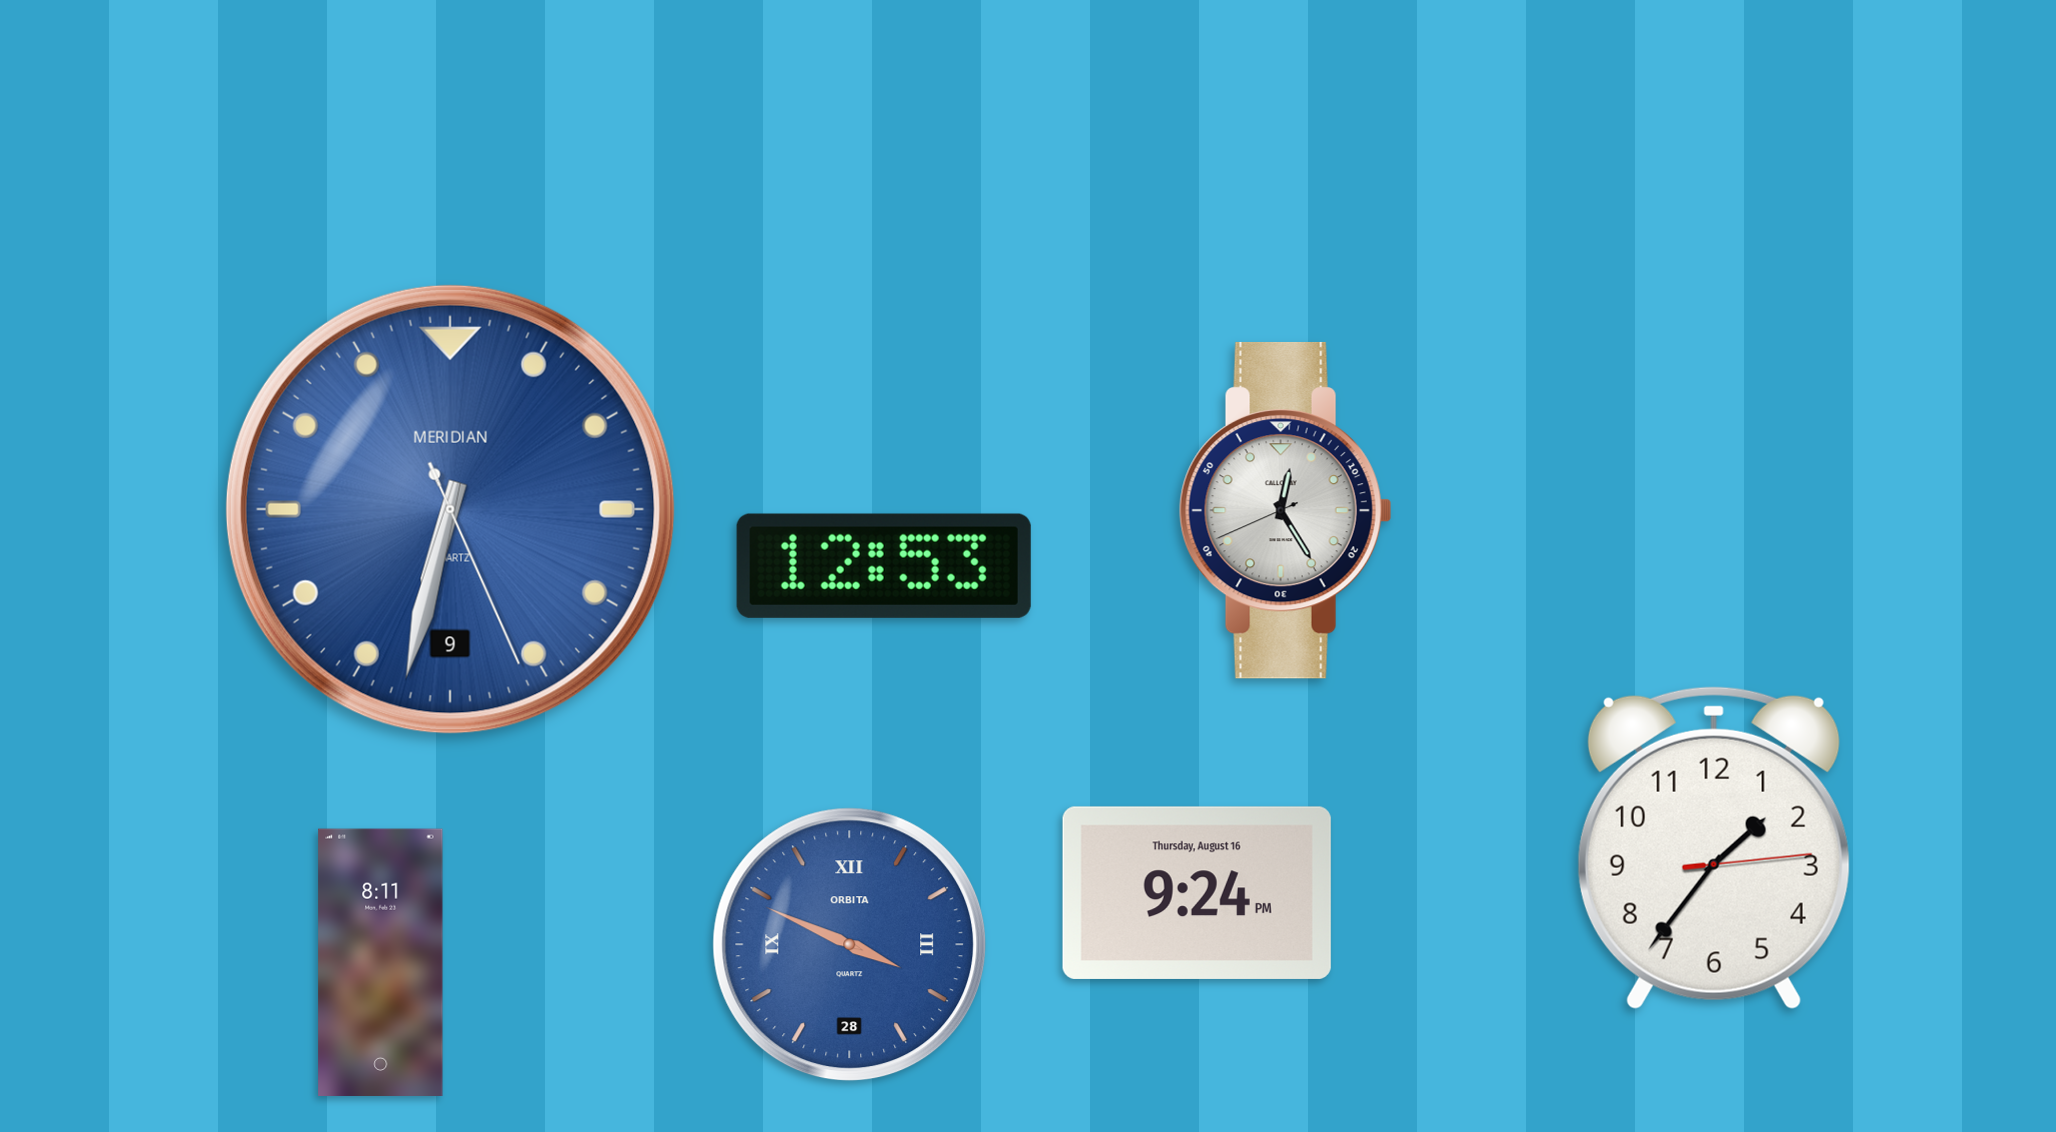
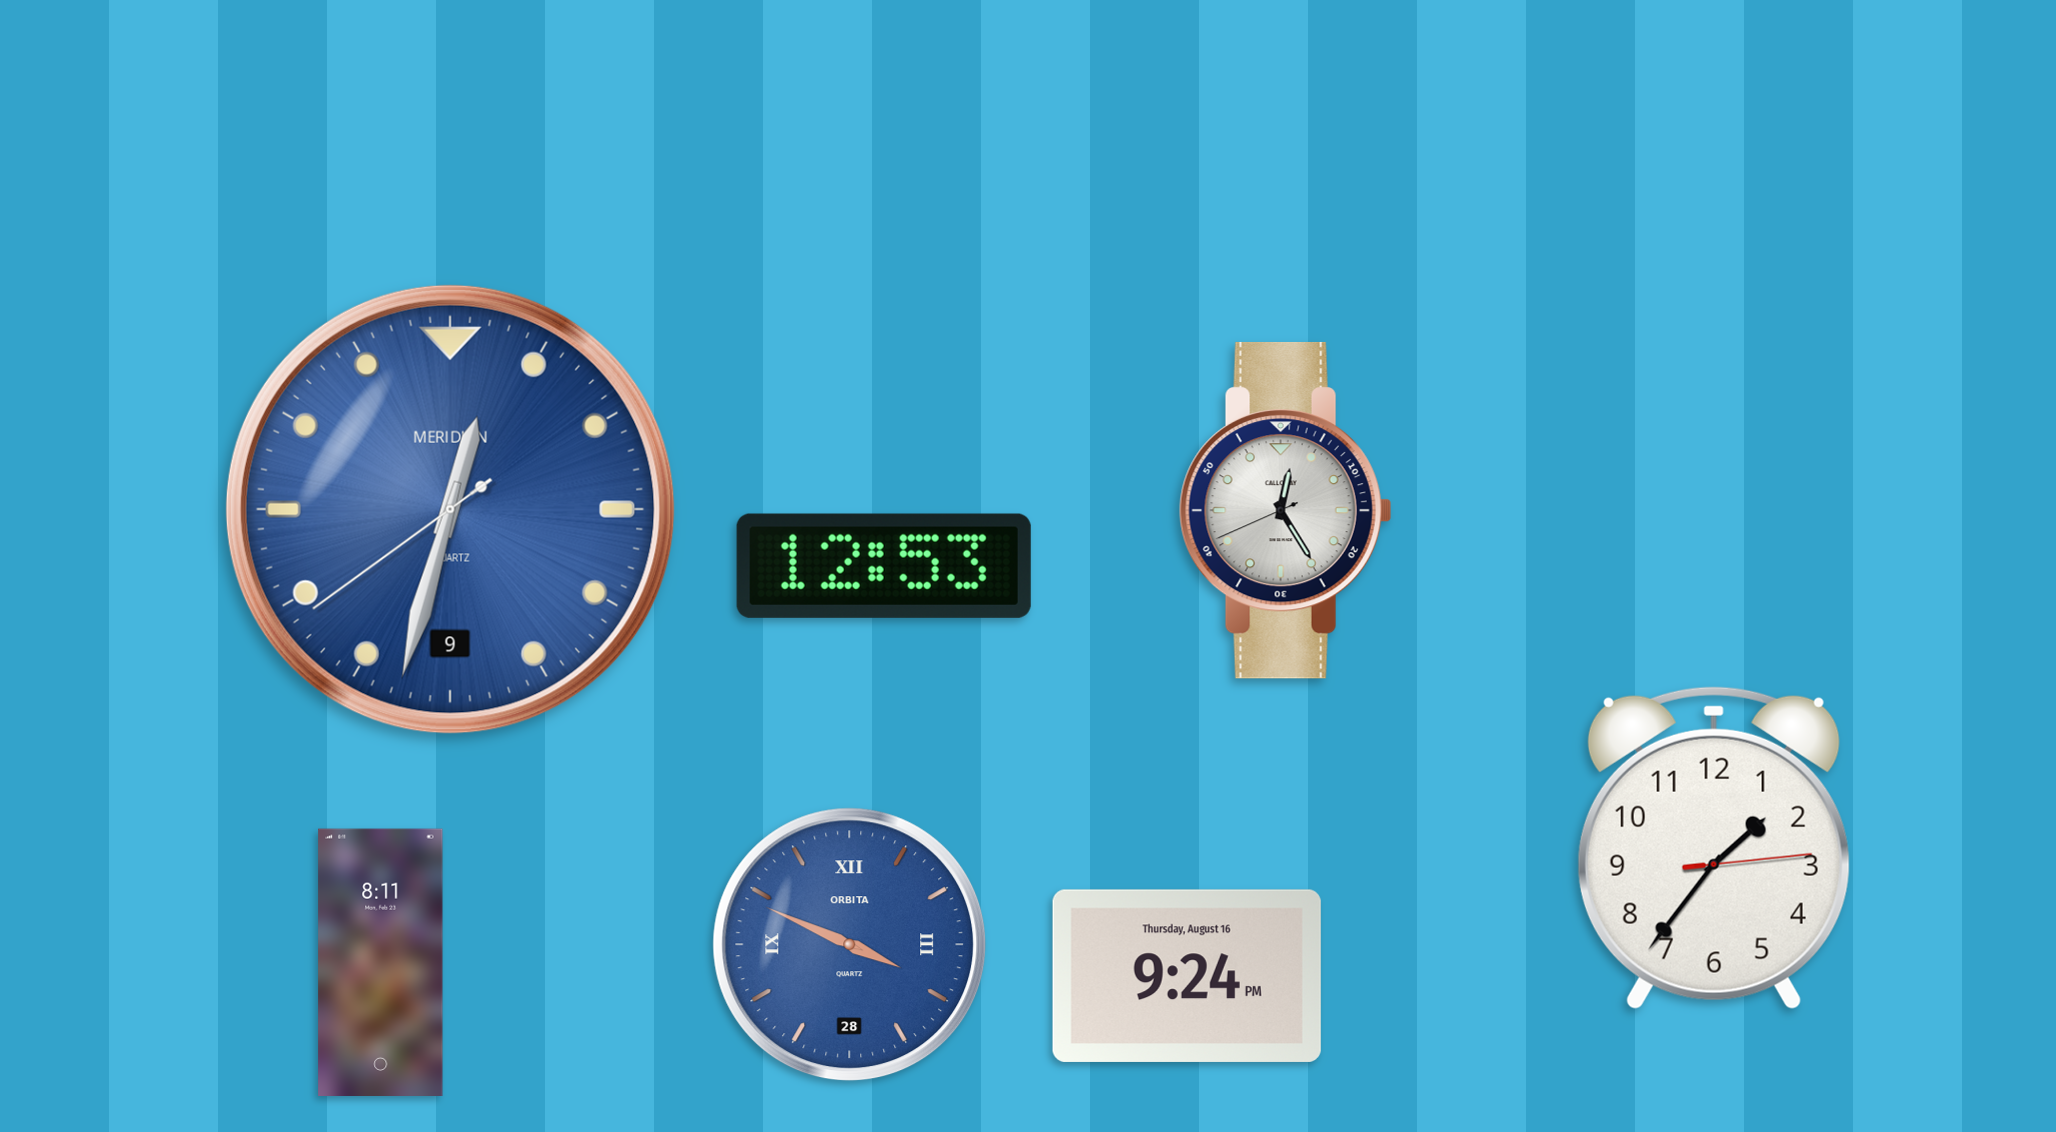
clock at (450, 509): 6:32 -> 12:32
clock at (1197, 893) position: (1197, 893) -> (1187, 976)
